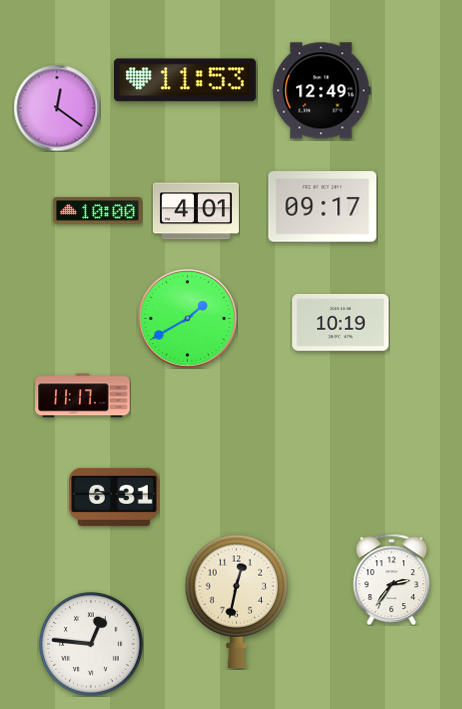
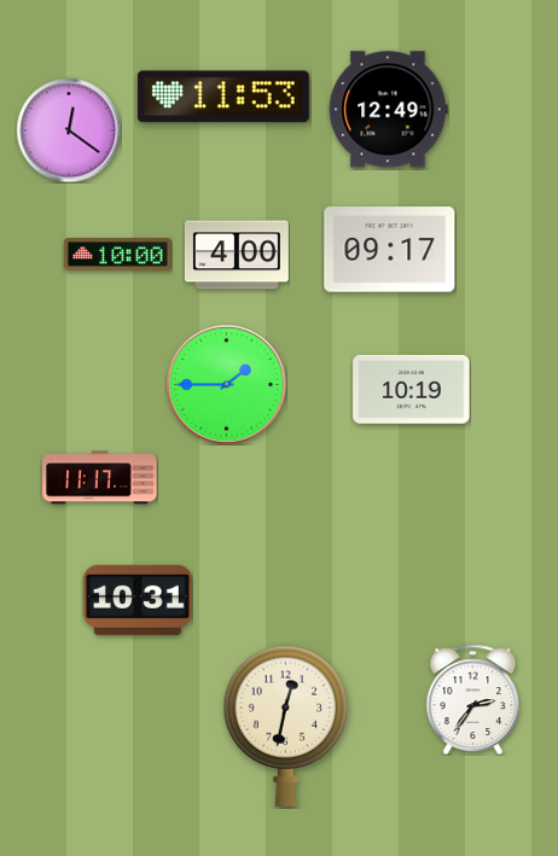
clock at (196, 211): 4:01 -> 4:00
clock at (188, 319): 1:40 -> 1:45
clock at (115, 497): 6:31 -> 10:31
clock at (91, 644): 12:46 -> none
